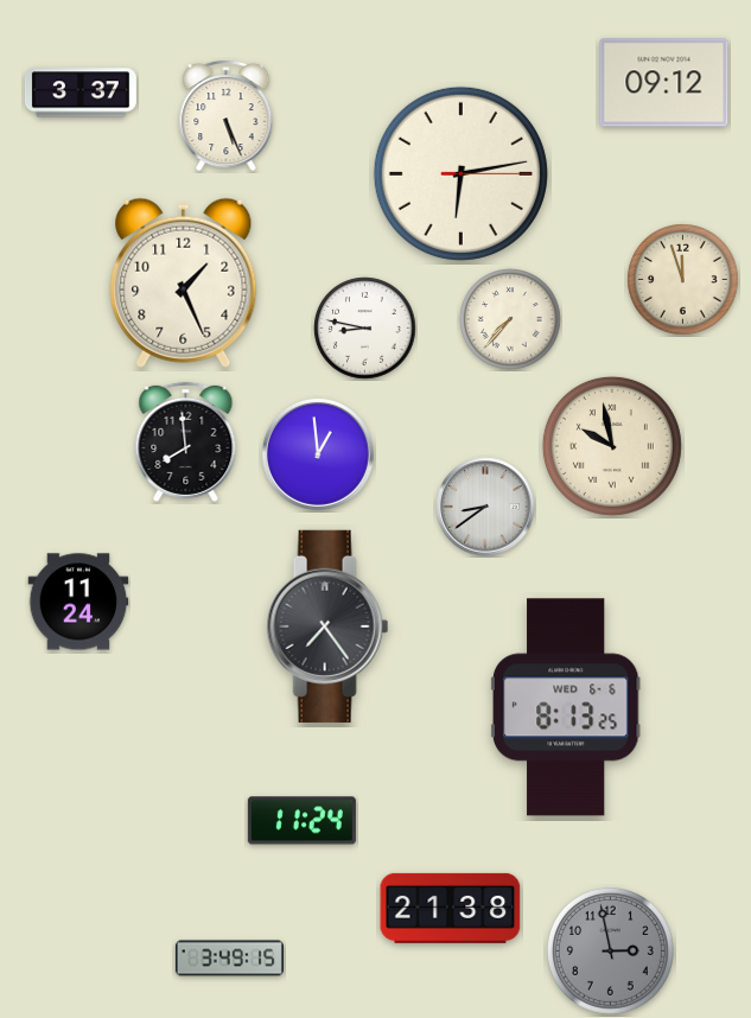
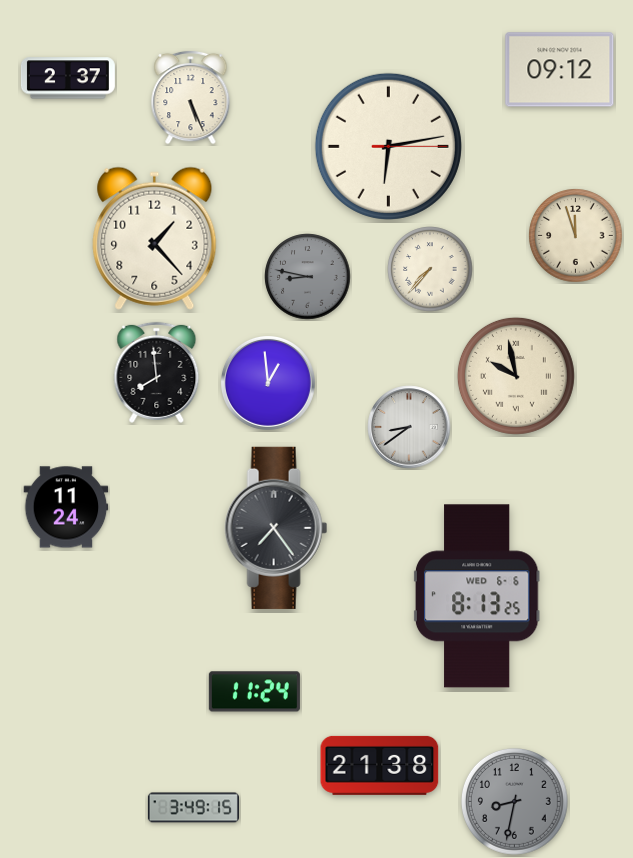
clock at (81, 93): 3:37 -> 2:37
clock at (184, 282): 1:26 -> 1:23
clock at (365, 329) dial: white -> grey
clock at (610, 950): 2:58 -> 8:32
